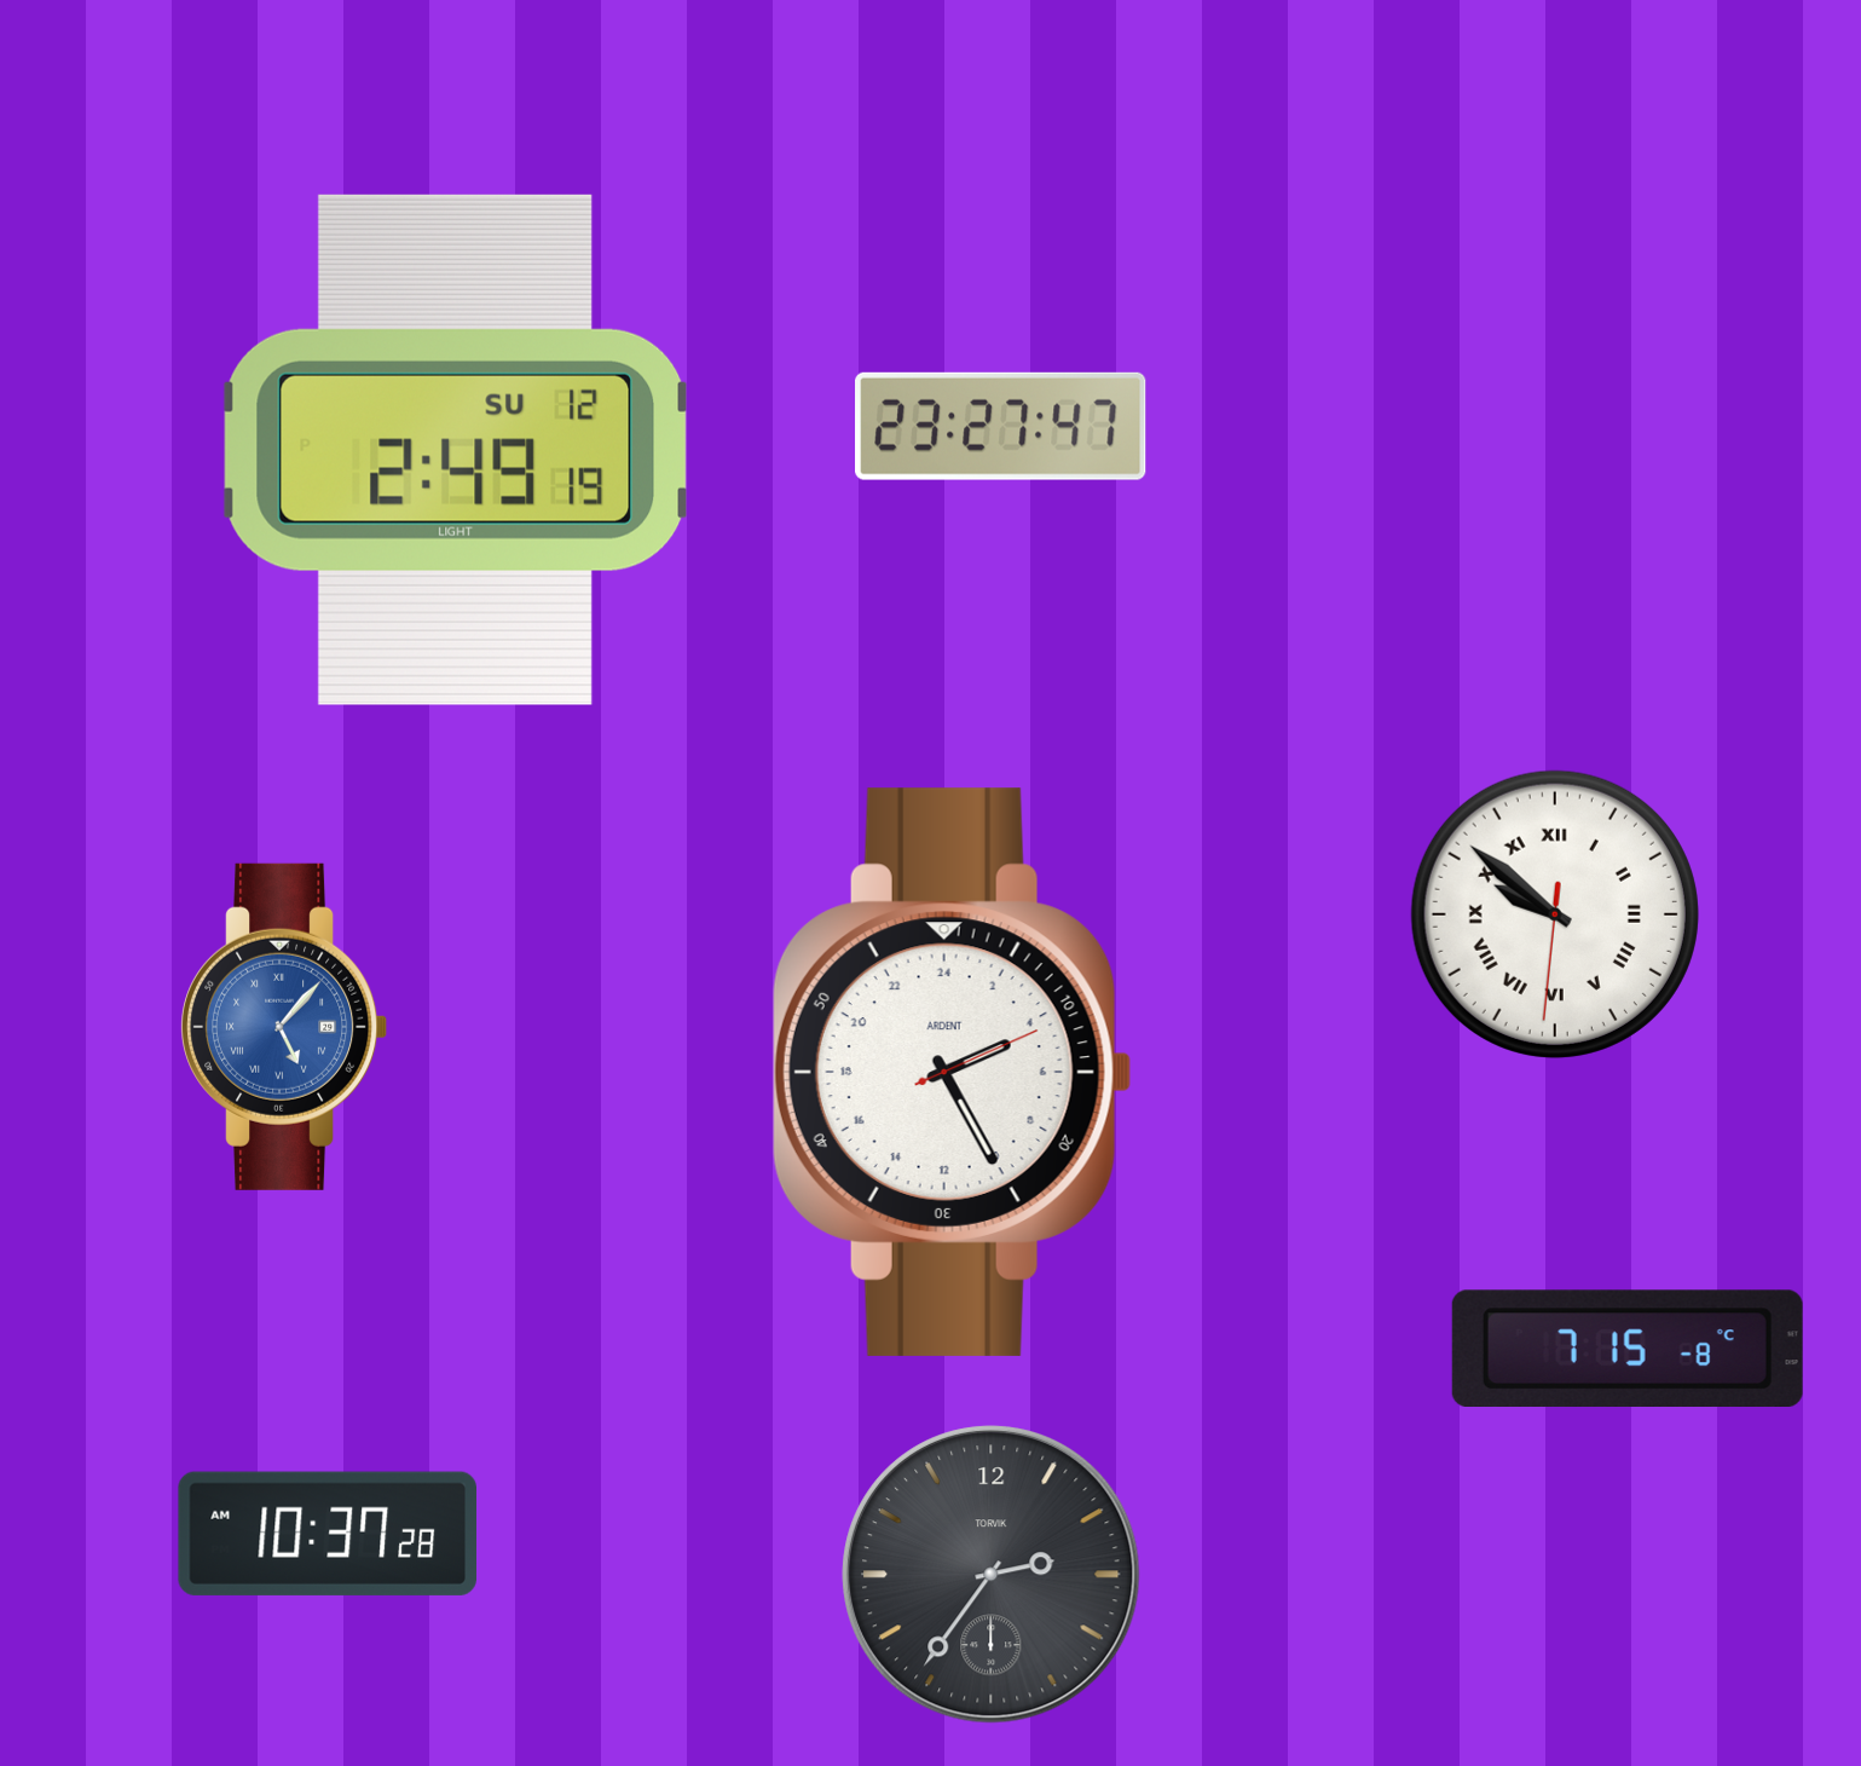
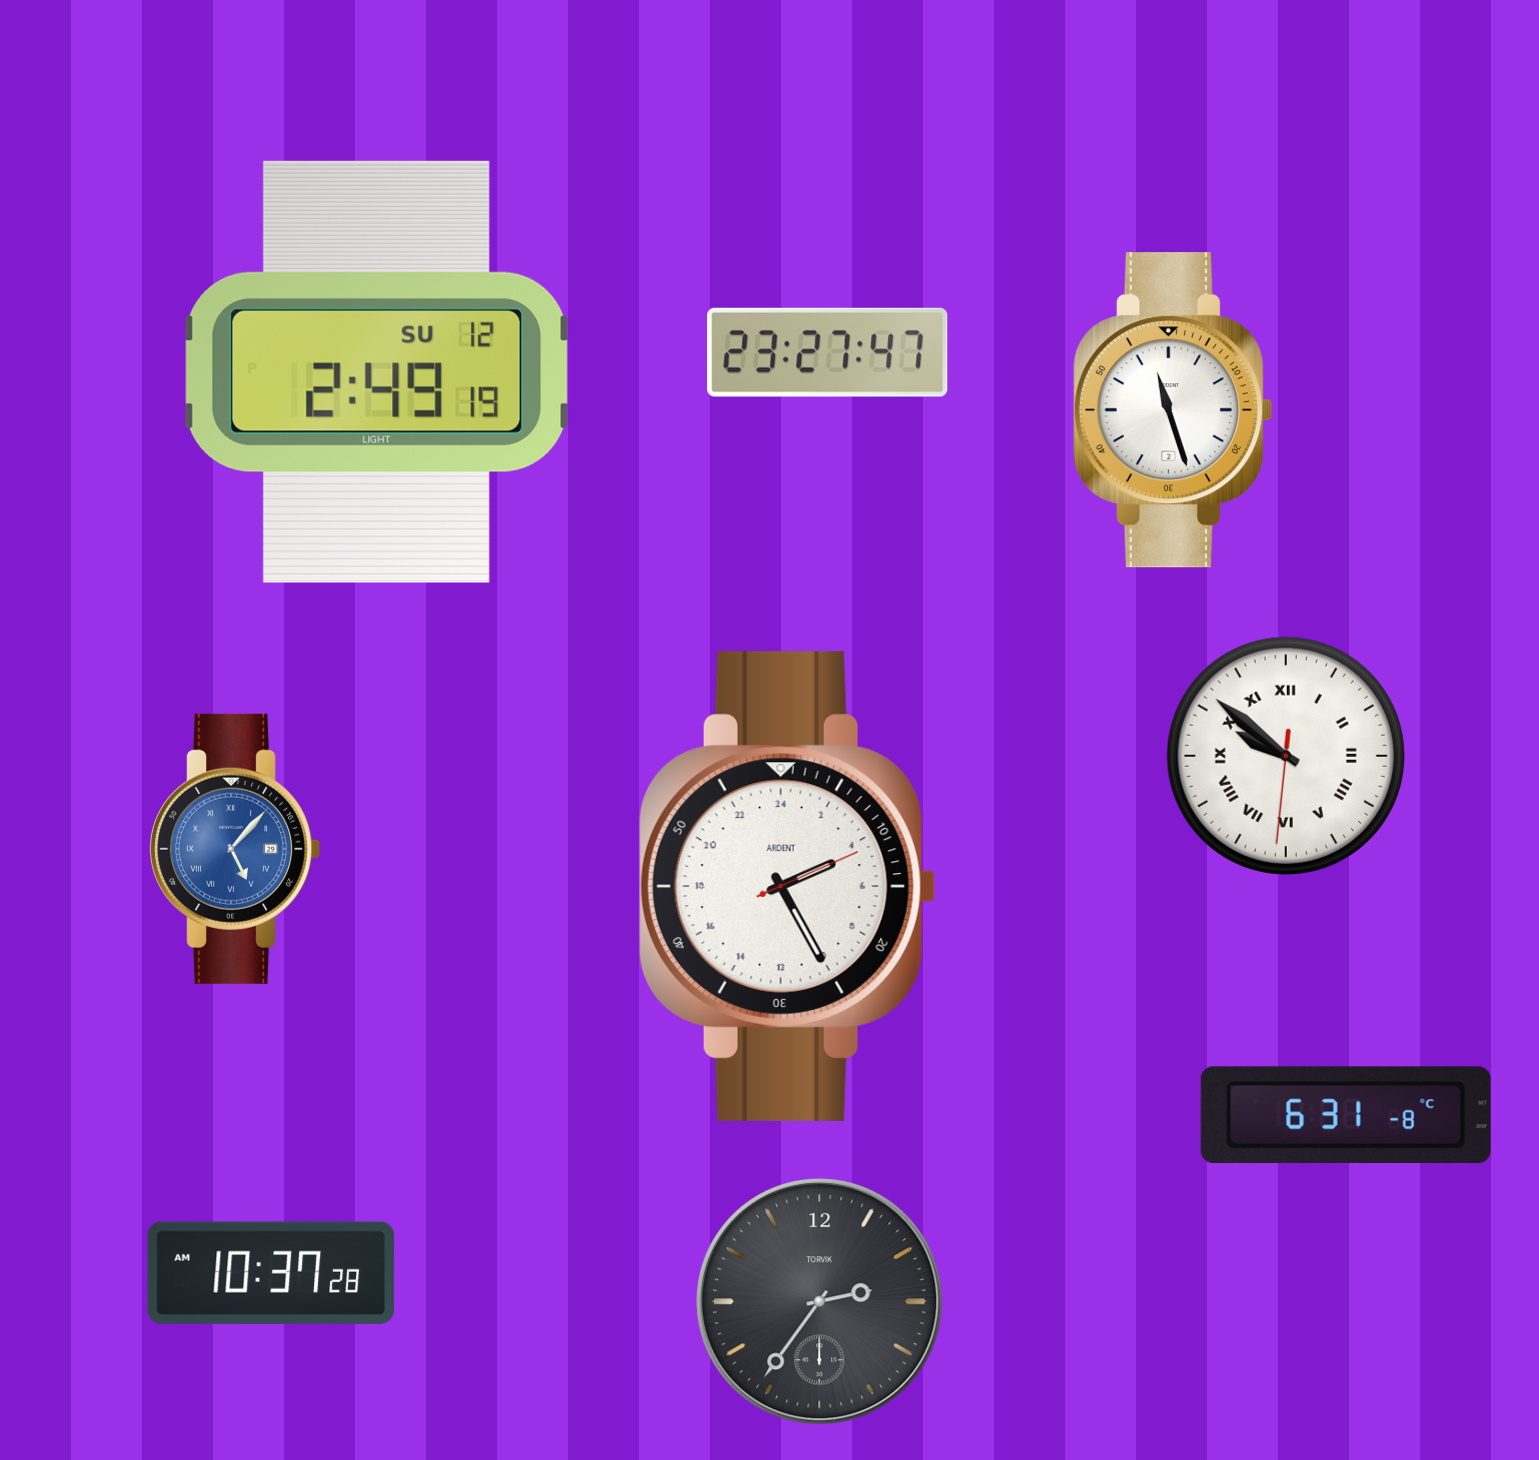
clock at (1172, 410): none -> 11:27
clock at (1628, 1347): 7:15 -> 6:31
clock at (326, 1534) position: (326, 1534) -> (270, 1273)
